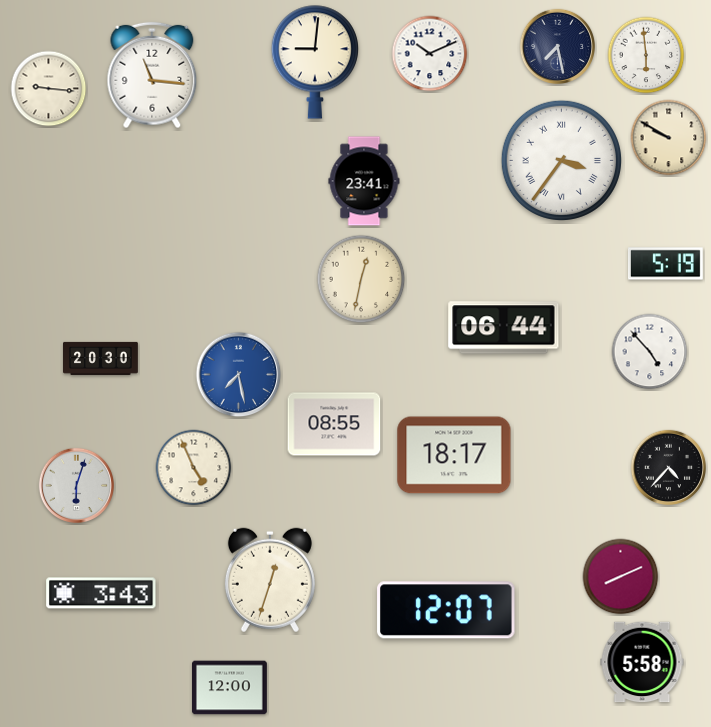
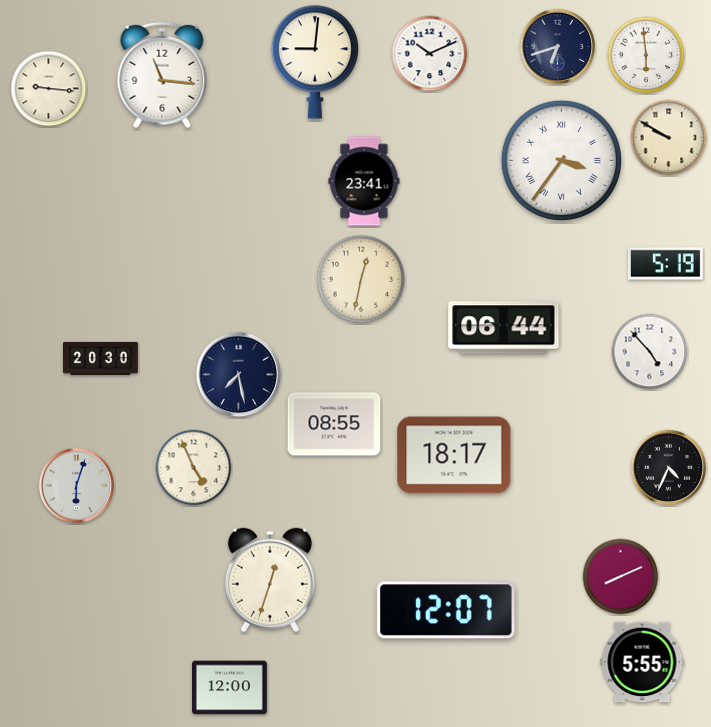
clock at (557, 46): 7:28 -> 6:42
clock at (152, 75) position: (152, 75) -> (162, 75)
clock at (239, 375) dial: blue -> navy
clock at (668, 467): 4:37 -> 4:34
clock at (101, 593): 3:43 -> none
clock at (642, 662): 5:58 -> 5:55
